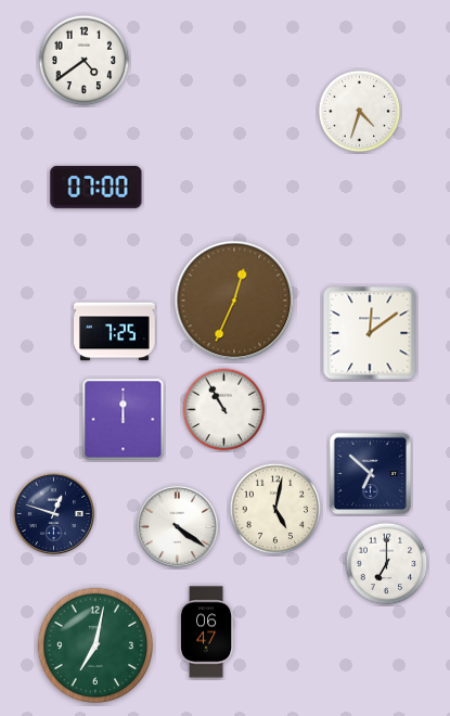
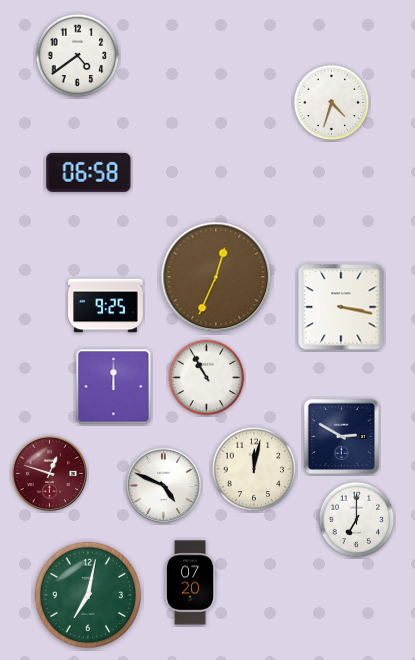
clock at (97, 187): 07:00 -> 06:58
clock at (115, 332): 7:25 -> 9:25
clock at (370, 333): 12:09 -> 3:17
clock at (371, 474): 6:52 -> 2:50
clock at (275, 509): 5:02 -> 12:02
clock at (53, 513) dial: navy -> burgundy
clock at (177, 526): 4:21 -> 4:49
clock at (206, 632): 06:47 -> 07:20
